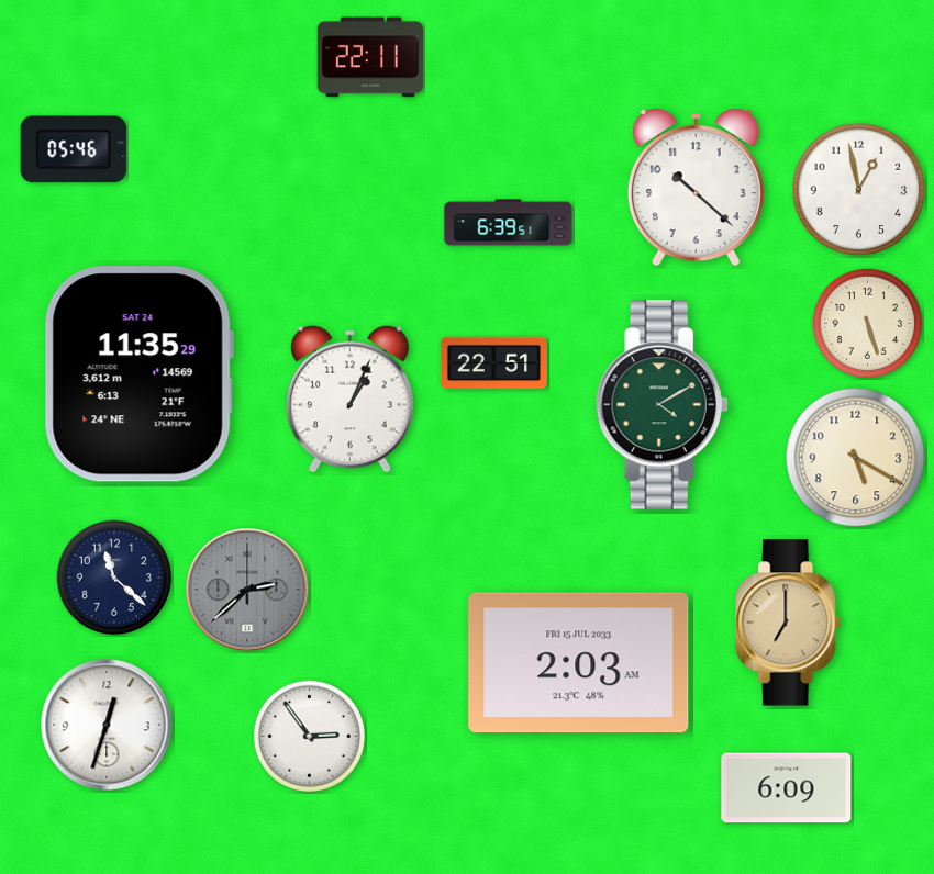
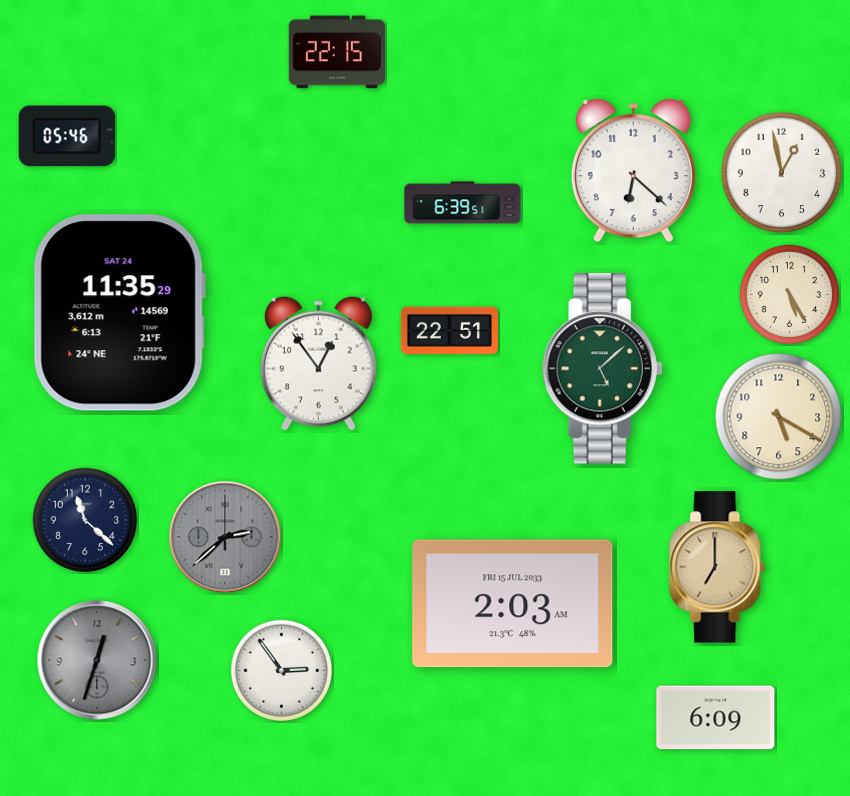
clock at (370, 57): 22:11 -> 22:15
clock at (696, 188): 10:22 -> 6:22
clock at (867, 323): 5:27 -> 5:25
clock at (138, 374) position: (138, 374) -> (119, 313)
clock at (349, 399): 1:04 -> 12:54
clock at (661, 405): 4:10 -> 5:08
clock at (114, 578) position: (114, 578) -> (85, 520)
clock at (579, 663) position: (579, 663) -> (513, 604)
clock at (107, 725) dial: white -> grey
